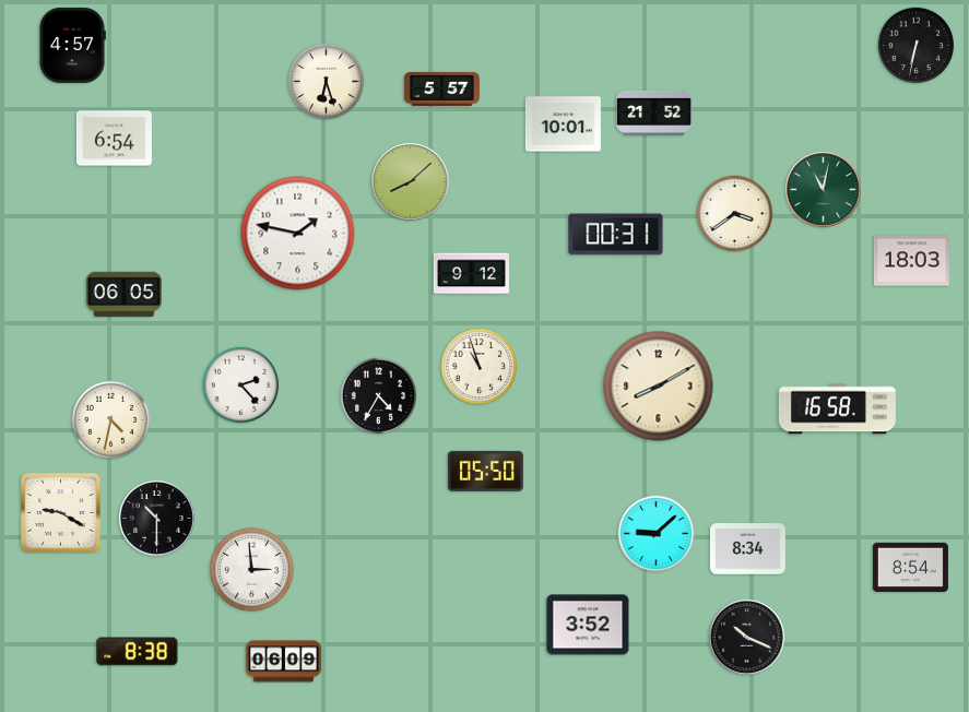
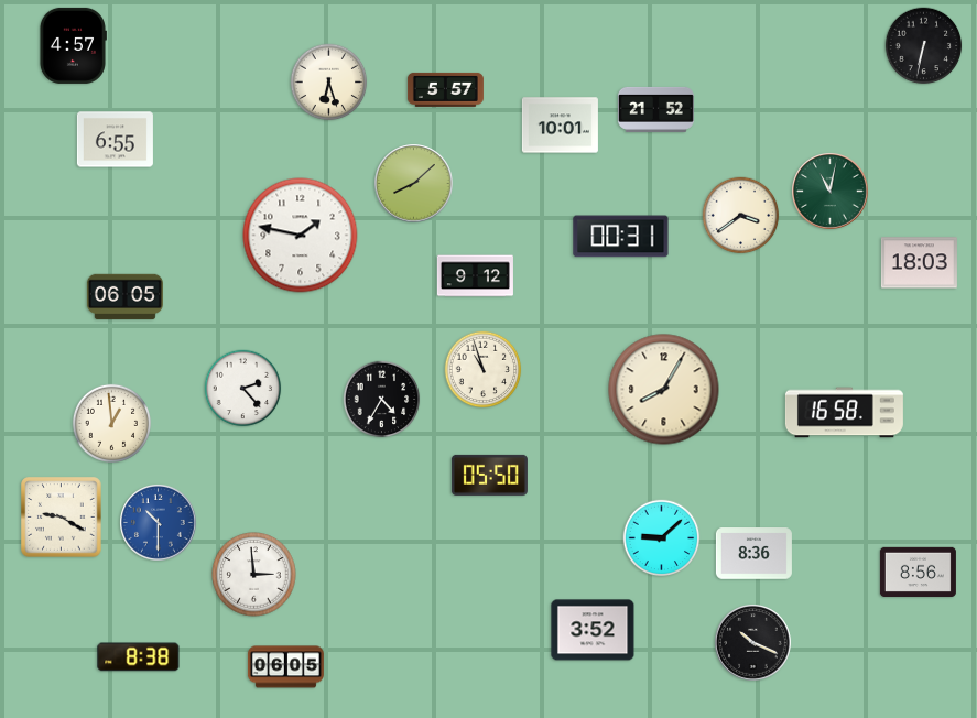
clock at (653, 112) position: (653, 112) -> (655, 109)
clock at (563, 124) position: (563, 124) -> (560, 126)
clock at (114, 139): 6:54 -> 6:55
clock at (659, 387): 8:10 -> 8:05
clock at (110, 419): 4:32 -> 12:59
clock at (157, 519) dial: black -> blue
clock at (747, 549): 8:34 -> 8:36
clock at (910, 567): 8:54 -> 8:56
clock at (283, 662): 06:09 -> 06:05
